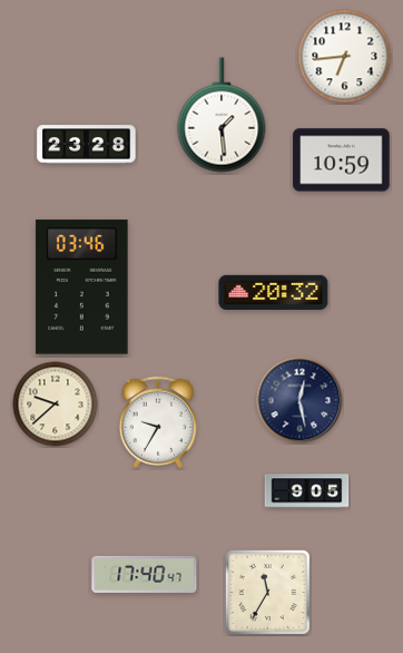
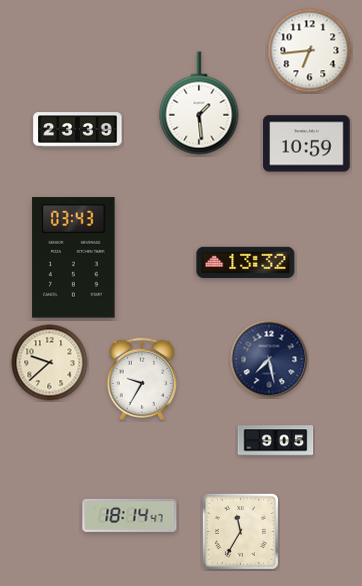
clock at (87, 145): 23:28 -> 23:39
clock at (82, 287): 03:46 -> 03:43
clock at (274, 292): 20:32 -> 13:32
clock at (299, 400): 12:28 -> 7:28
clock at (145, 574): 17:40 -> 18:14
